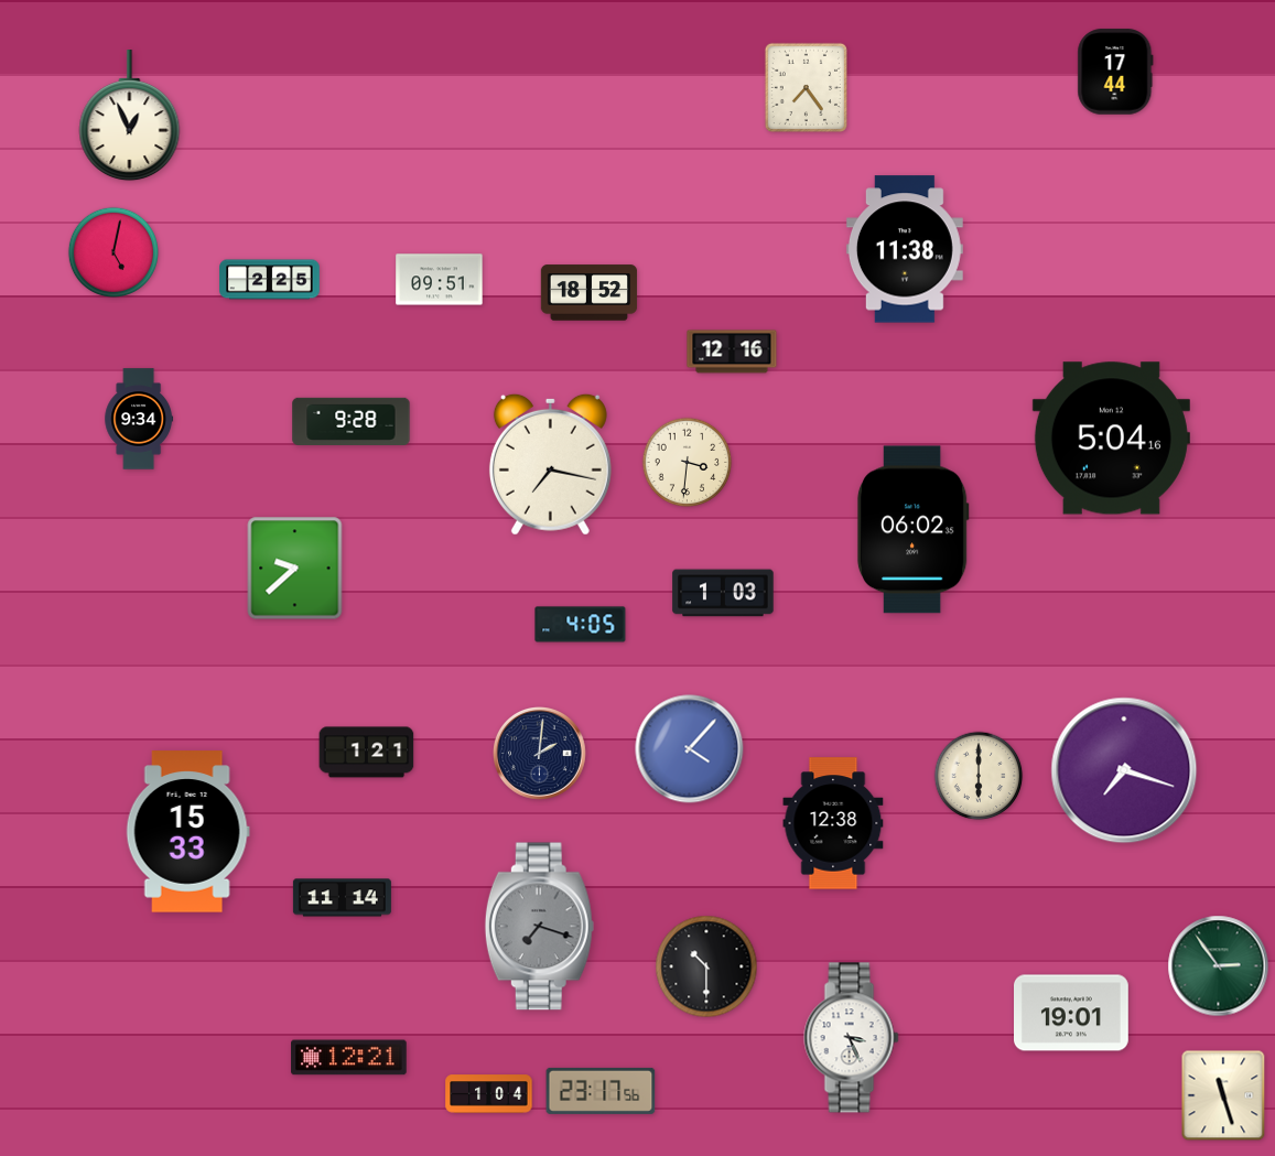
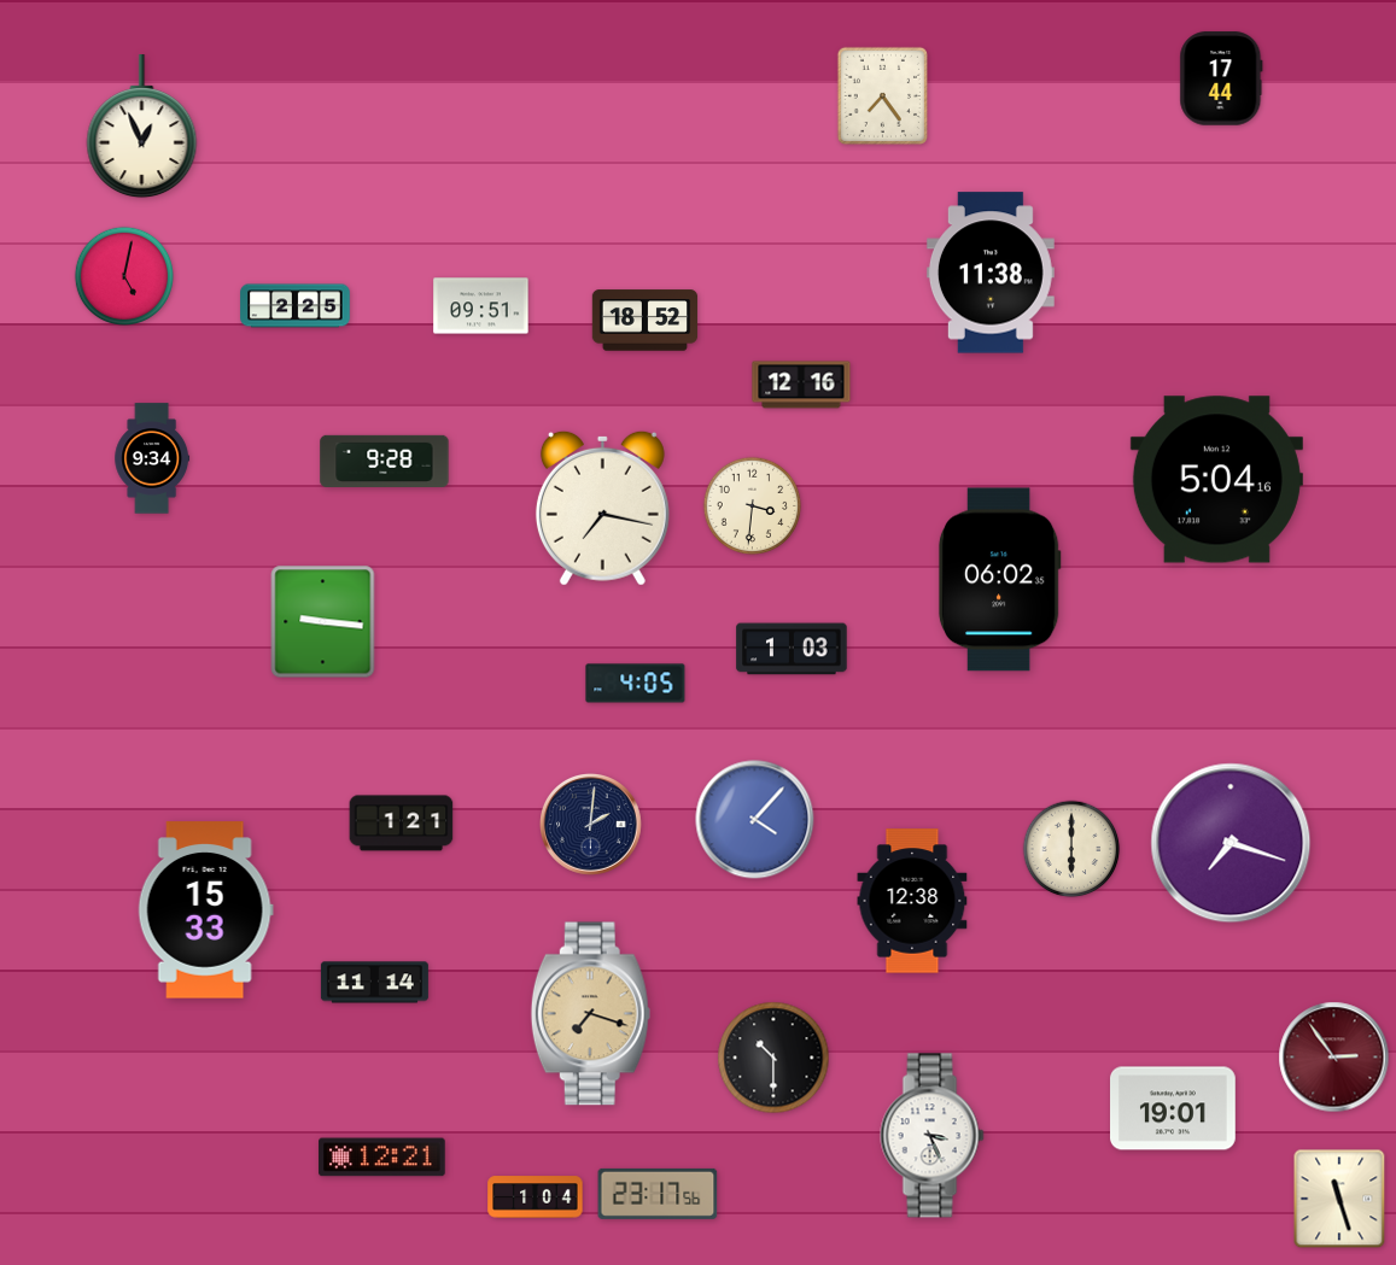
clock at (295, 569): 9:38 -> 9:16
clock at (539, 927) dial: grey -> champagne
clock at (1219, 966) dial: green -> burgundy
